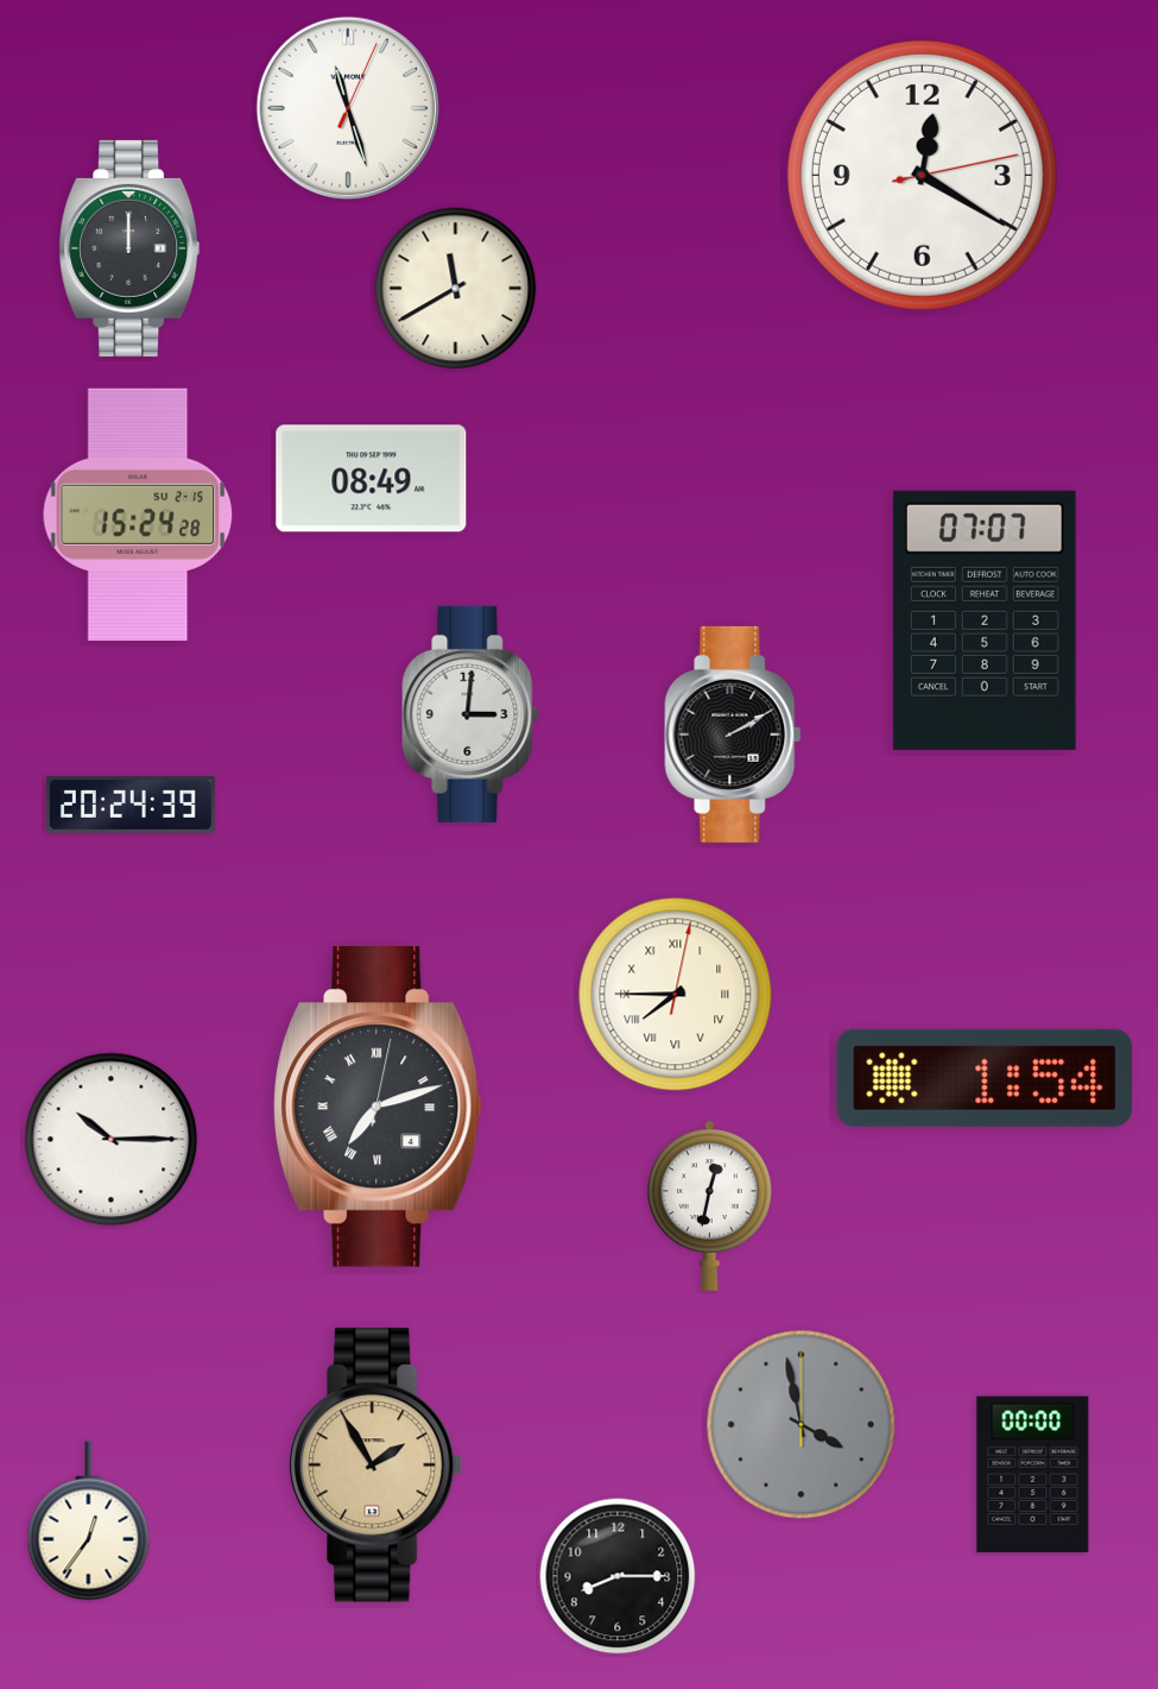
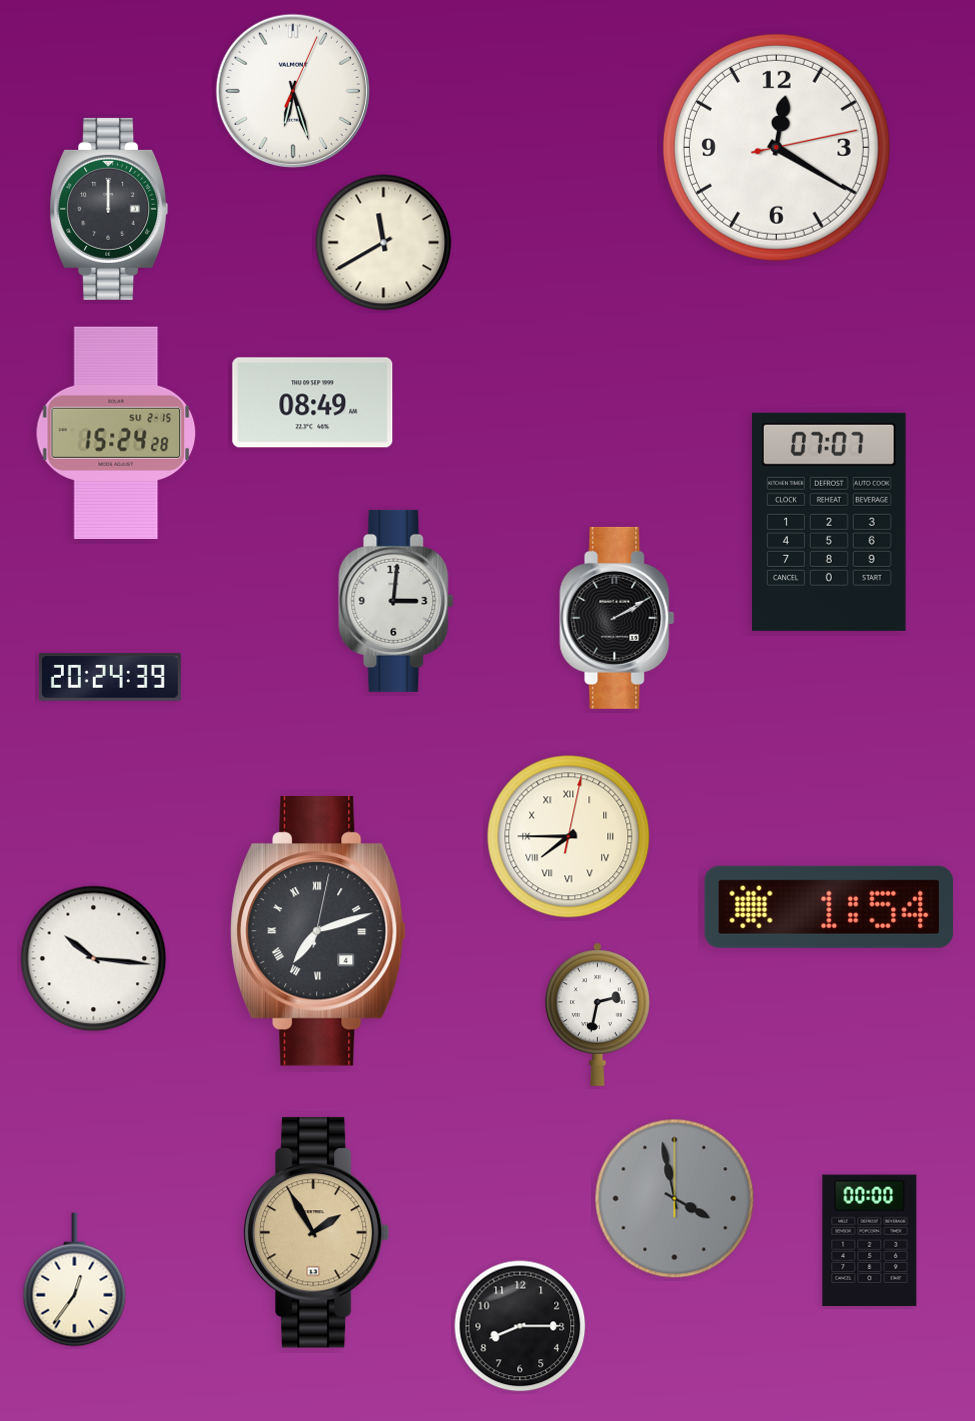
clock at (348, 108): 11:27 -> 6:27
clock at (112, 1140): 10:15 -> 10:16
clock at (710, 1205): 12:32 -> 2:32
